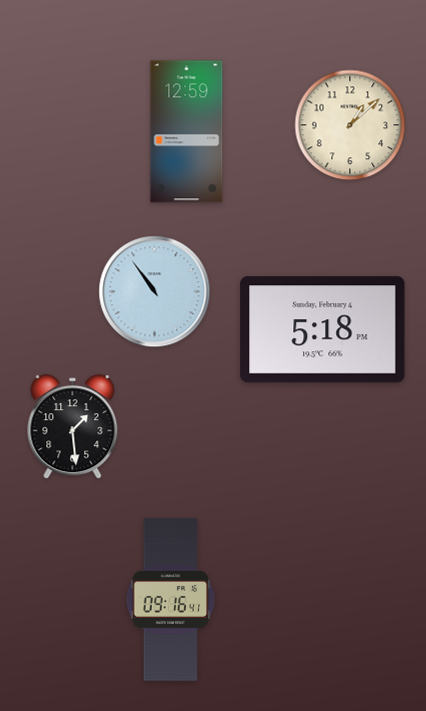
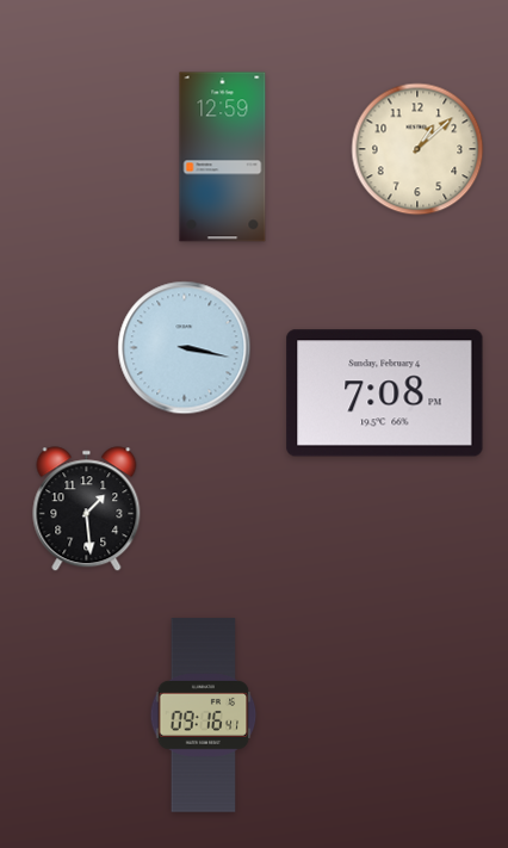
clock at (155, 292): 10:54 -> 3:17
clock at (323, 330): 5:18 -> 7:08
